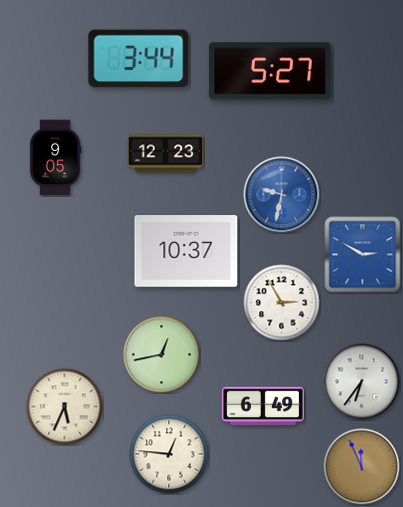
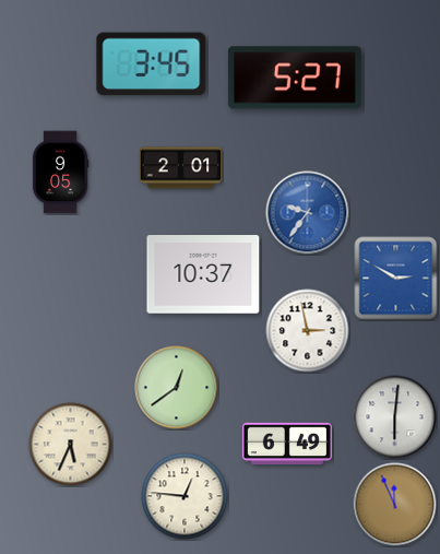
clock at (139, 59): 3:44 -> 3:45
clock at (166, 154): 12:23 -> 2:01
clock at (282, 195): 9:32 -> 9:36
clock at (282, 303): 2:55 -> 2:58
clock at (162, 355): 12:43 -> 12:39
clock at (362, 382): 6:36 -> 6:01
clock at (362, 467) position: (362, 467) -> (395, 505)
